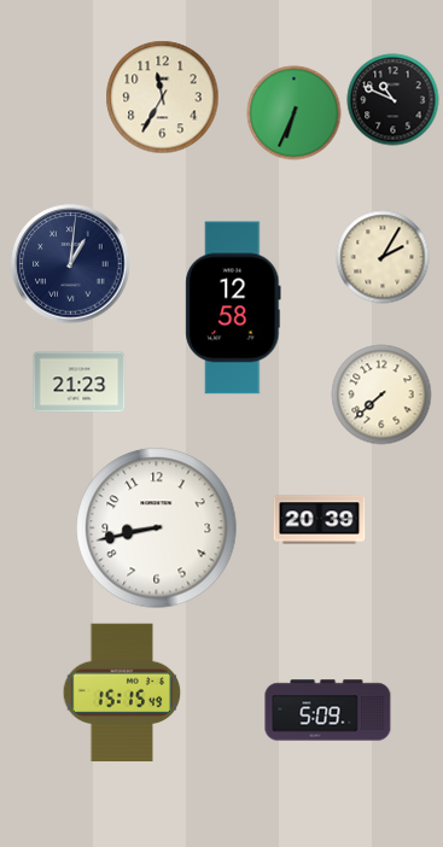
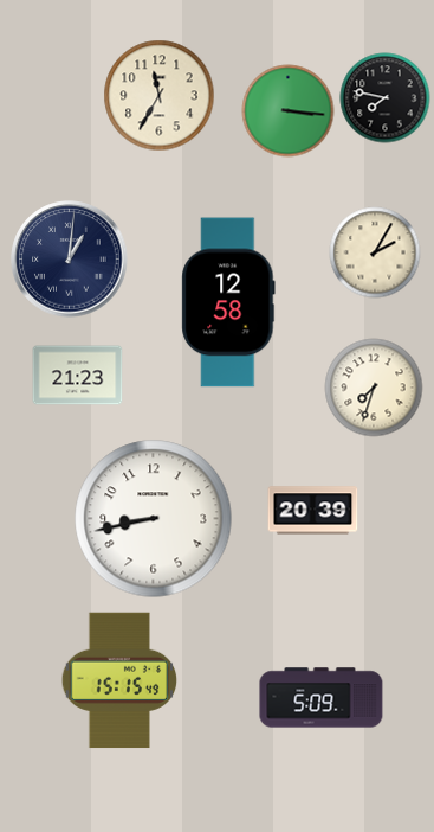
clock at (394, 100): 10:49 -> 7:47
clock at (295, 113): 6:34 -> 3:16
clock at (381, 395): 7:38 -> 7:33
